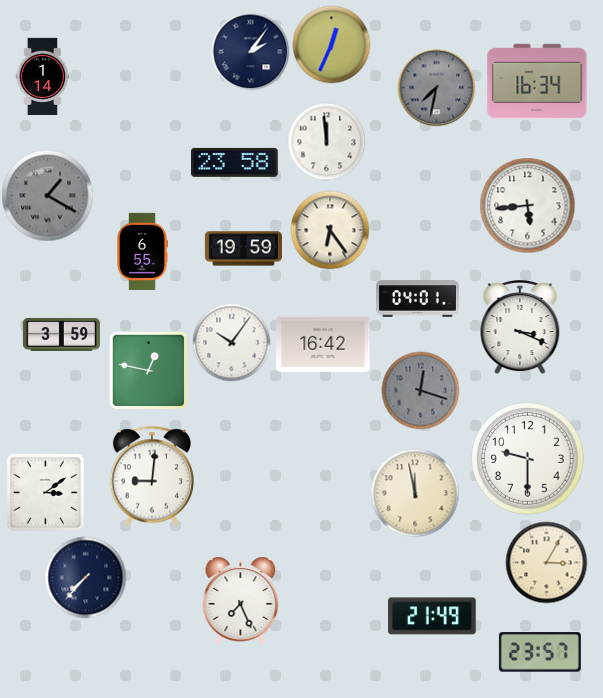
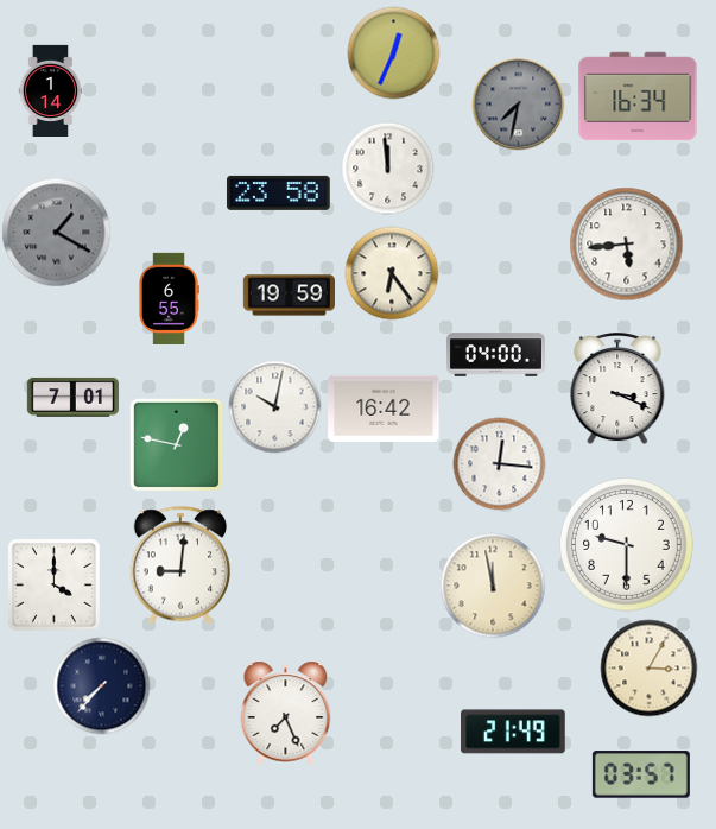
clock at (250, 51): 2:06 -> none
clock at (417, 299): 04:01 -> 04:00
clock at (61, 334): 3:59 -> 7:01
clock at (231, 342): 10:06 -> 10:02
clock at (148, 370) position: (148, 370) -> (176, 444)
clock at (420, 390): 12:18 -> 12:16
clock at (420, 390) dial: grey -> white
clock at (45, 492): 3:09 -> 4:00
clock at (540, 652): 23:57 -> 03:57
